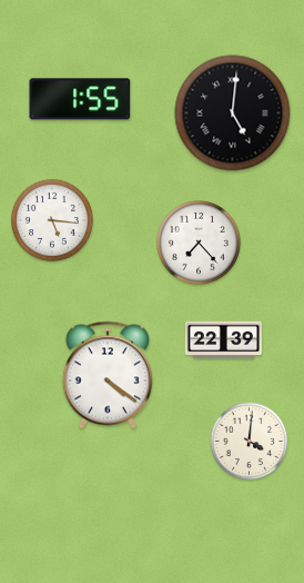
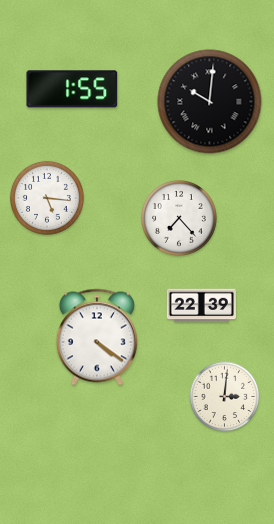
clock at (233, 113): 5:01 -> 10:01
clock at (250, 442): 4:01 -> 3:01
